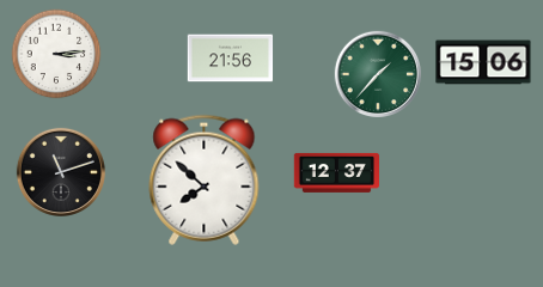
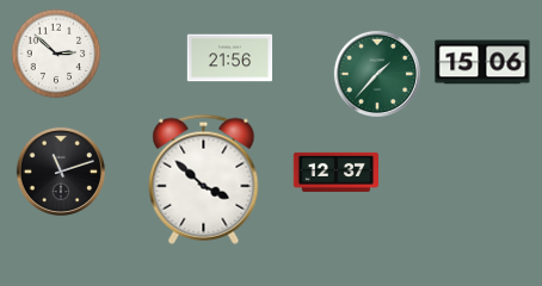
clock at (56, 54): 3:14 -> 2:52
clock at (205, 179): 7:52 -> 3:52
